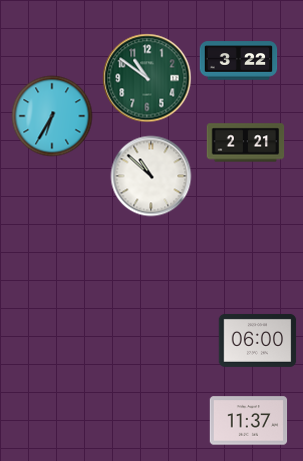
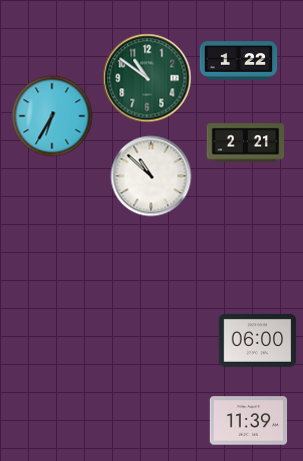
clock at (238, 61): 3:22 -> 1:22
clock at (248, 421): 11:37 -> 11:39
